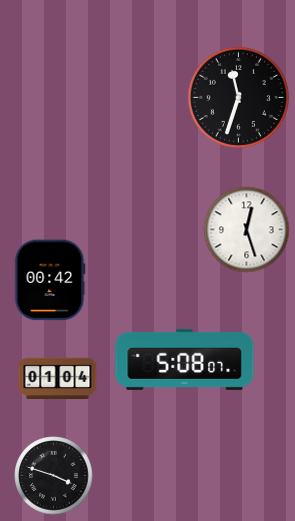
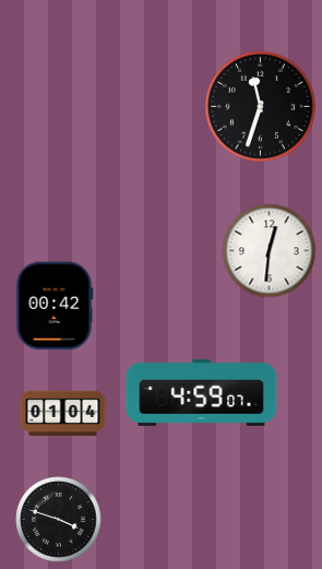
clock at (247, 230): 12:27 -> 12:31
clock at (185, 359): 5:08 -> 4:59
